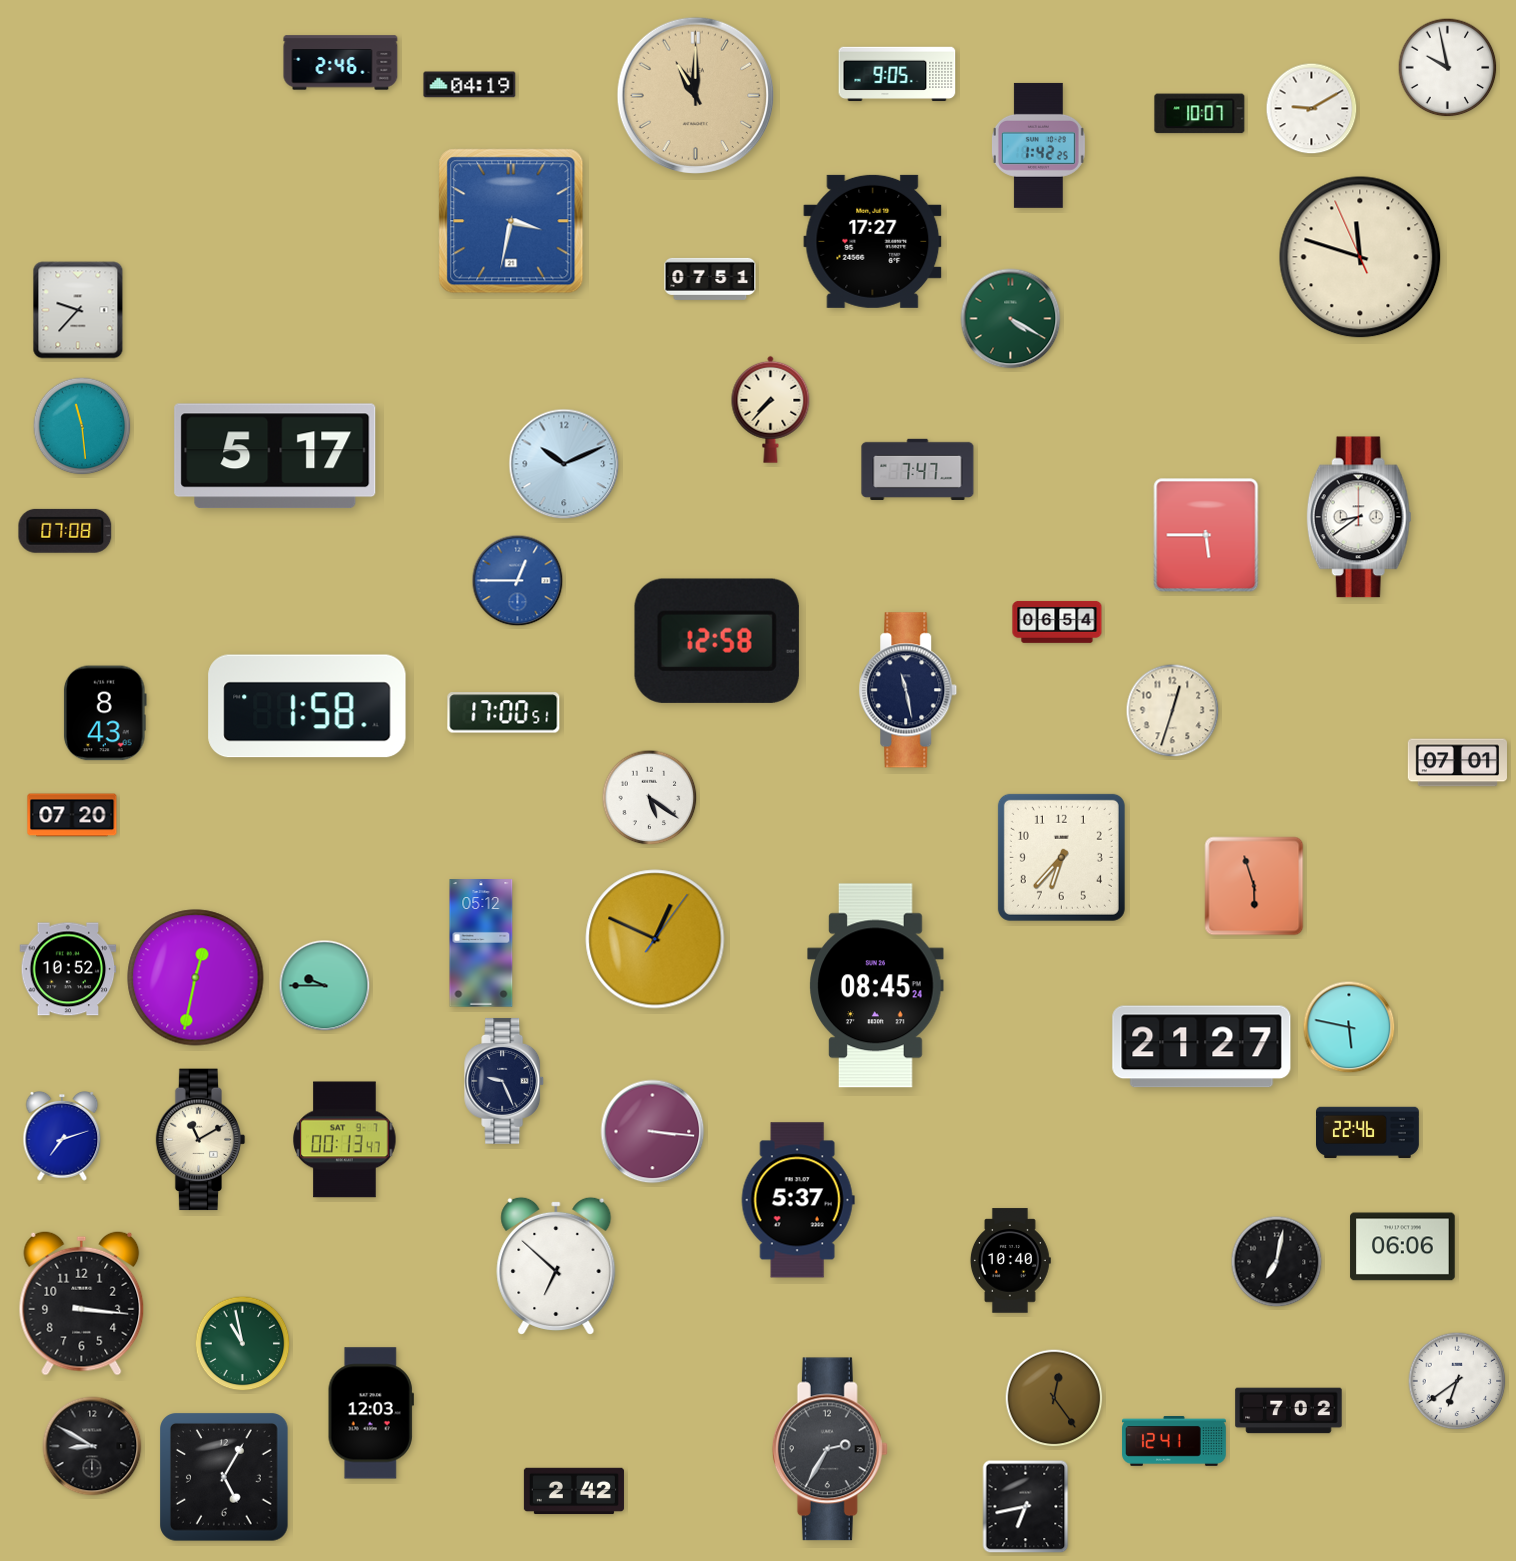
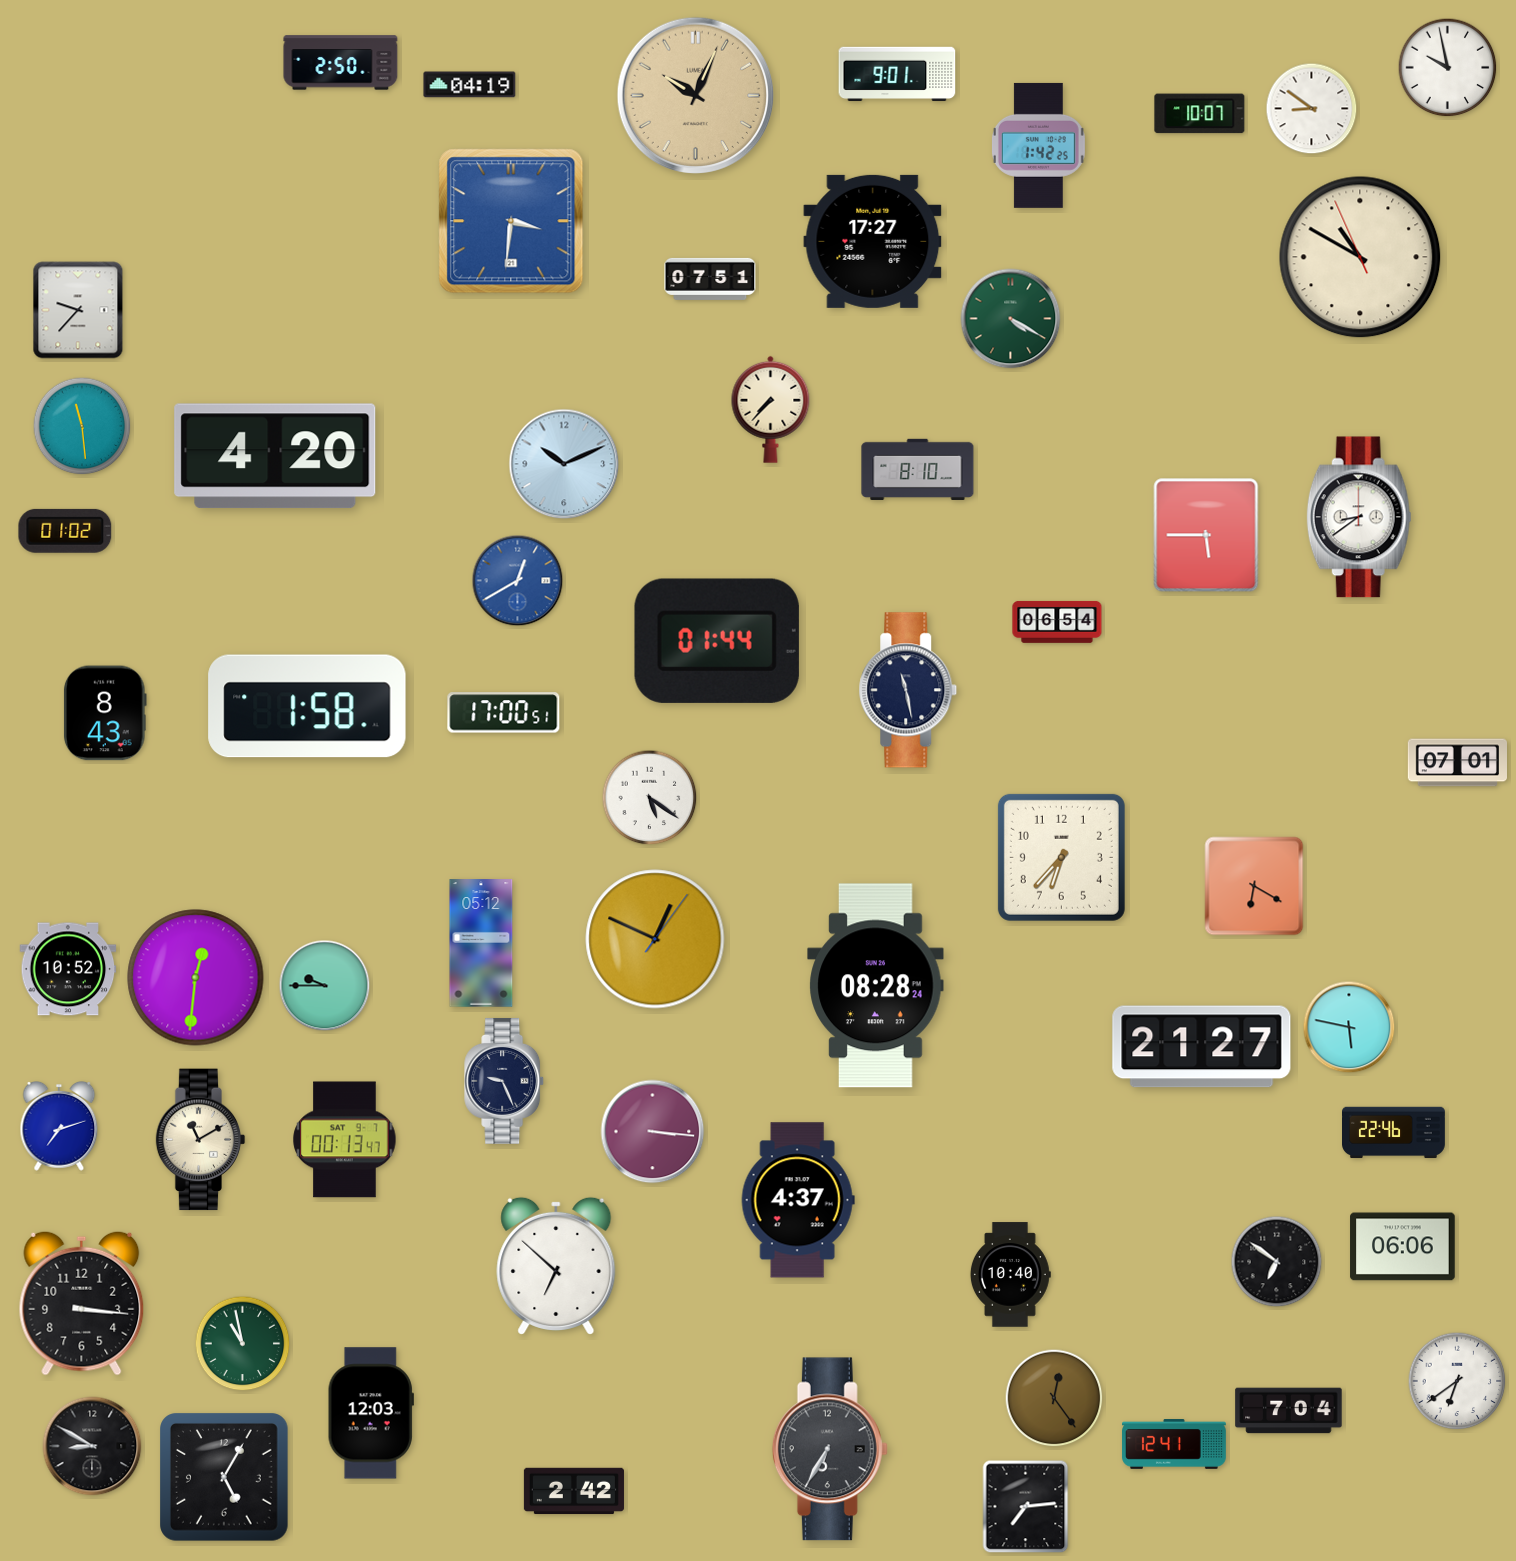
clock at (341, 63): 2:46 -> 2:50
clock at (897, 74): 9:05 -> 9:01
clock at (695, 95): 11:00 -> 10:04
clock at (1312, 109): 9:10 -> 8:51
clock at (511, 221): 3:32 -> 3:31
clock at (1360, 257): 11:47 -> 10:49
clock at (275, 456): 5:17 -> 4:20
clock at (918, 469): 7:47 -> 8:10
clock at (65, 531): 07:08 -> 01:02
clock at (518, 581): 12:45 -> 12:40
clock at (717, 641): 12:58 -> 01:44
clock at (1173, 711): 12:33 -> none
clock at (72, 815): 07:20 -> none
clock at (1254, 886): 5:57 -> 6:20
clock at (196, 978): 12:32 -> 12:31
clock at (876, 986): 08:45 -> 08:28
clock at (1368, 1133) position: (1368, 1133) -> (1394, 1133)
clock at (62, 1137) position: (62, 1137) -> (59, 1127)
clock at (798, 1200): 5:37 -> 4:37
clock at (1010, 1261) position: (1010, 1261) -> (1010, 1275)
clock at (1277, 1262): 7:02 -> 6:51
clock at (1289, 1411): 7:02 -> 7:04
clock at (1174, 1441) position: (1174, 1441) -> (1174, 1444)
clock at (830, 1449): 2:35 -> 6:35
clock at (1026, 1507): 6:43 -> 7:14
